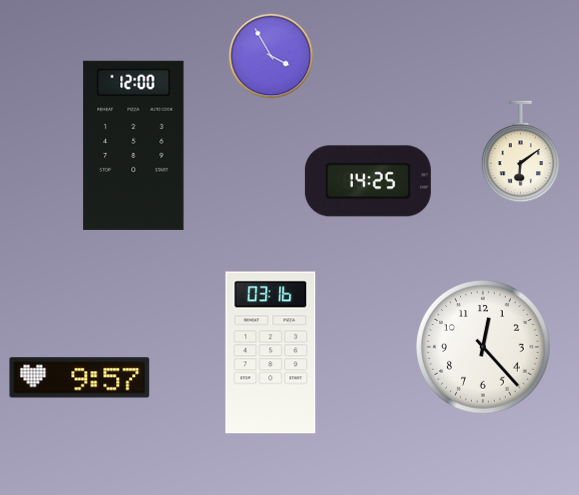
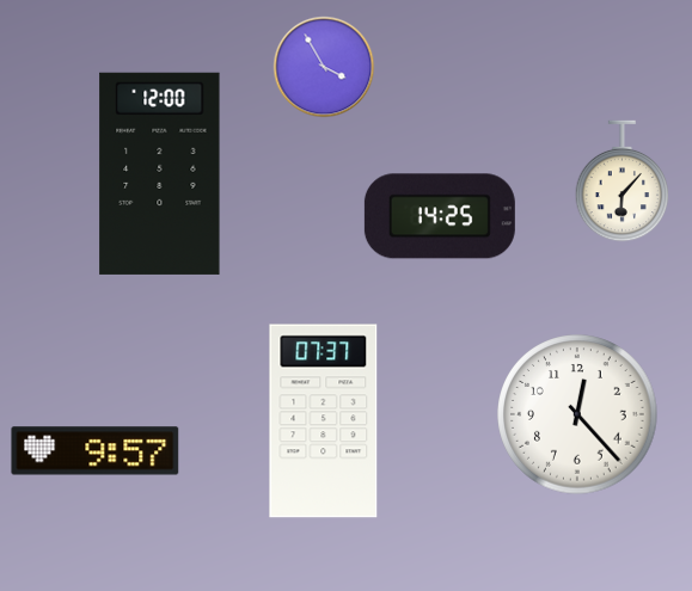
clock at (521, 152): 6:09 -> 6:07
clock at (271, 353): 03:16 -> 07:37
